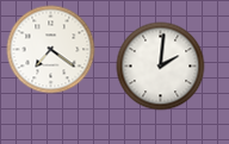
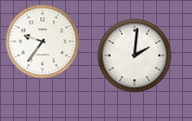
clock at (51, 50): 7:21 -> 9:36
